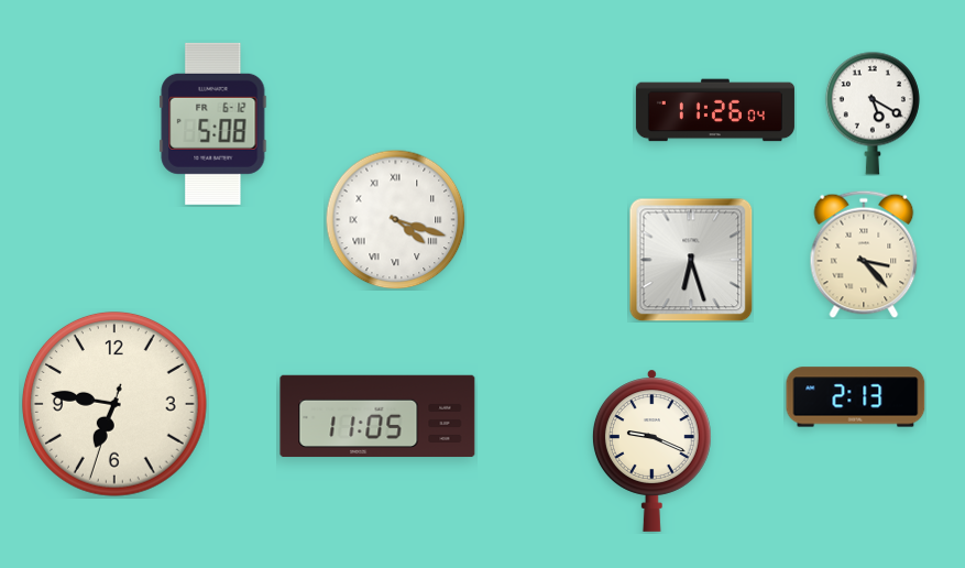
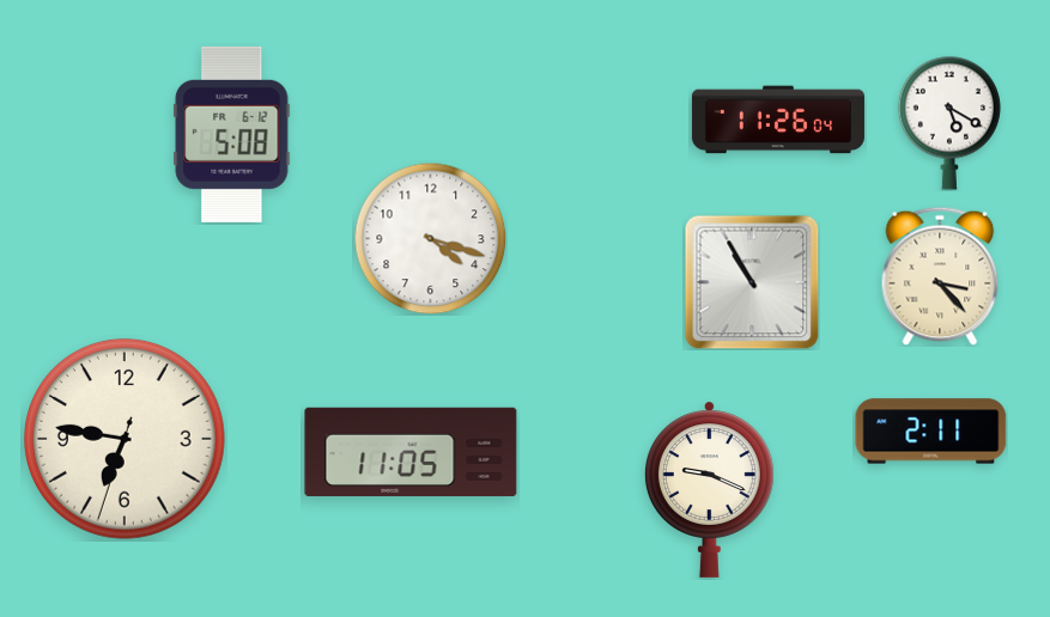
clock at (395, 219) numerals: Roman -> Arabic
clock at (691, 260): 6:27 -> 10:55
clock at (856, 397): 2:13 -> 2:11
